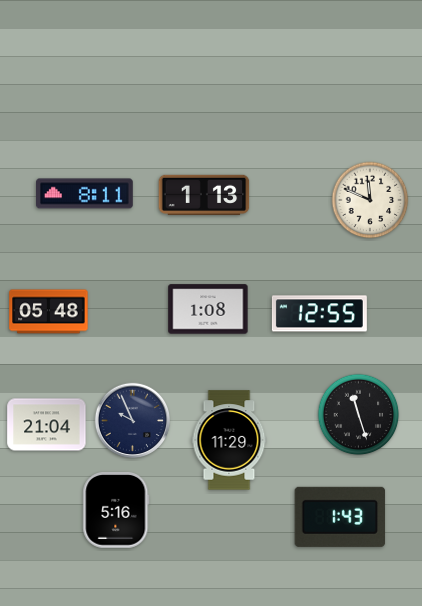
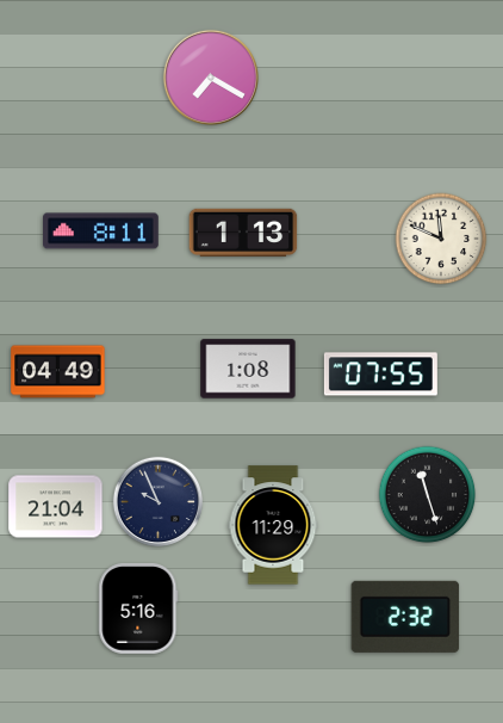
clock at (210, 76): none -> 7:20
clock at (49, 312): 05:48 -> 04:49
clock at (319, 314): 12:55 -> 07:55
clock at (340, 517): 1:43 -> 2:32
